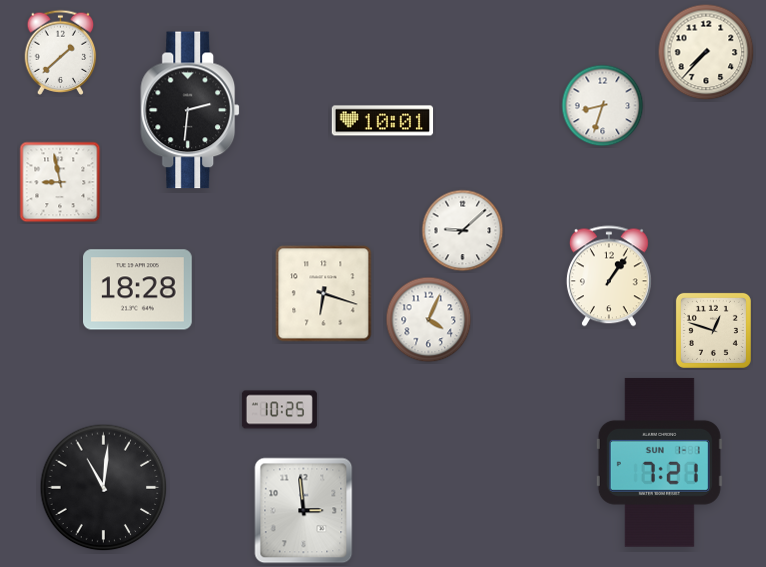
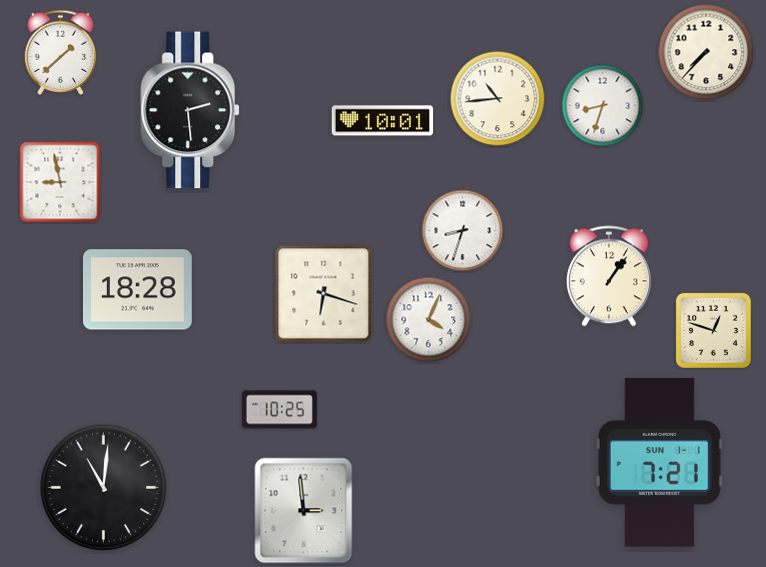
clock at (498, 99): none -> 10:44
clock at (191, 110): 2:31 -> 2:29
clock at (463, 231): 9:08 -> 8:33
